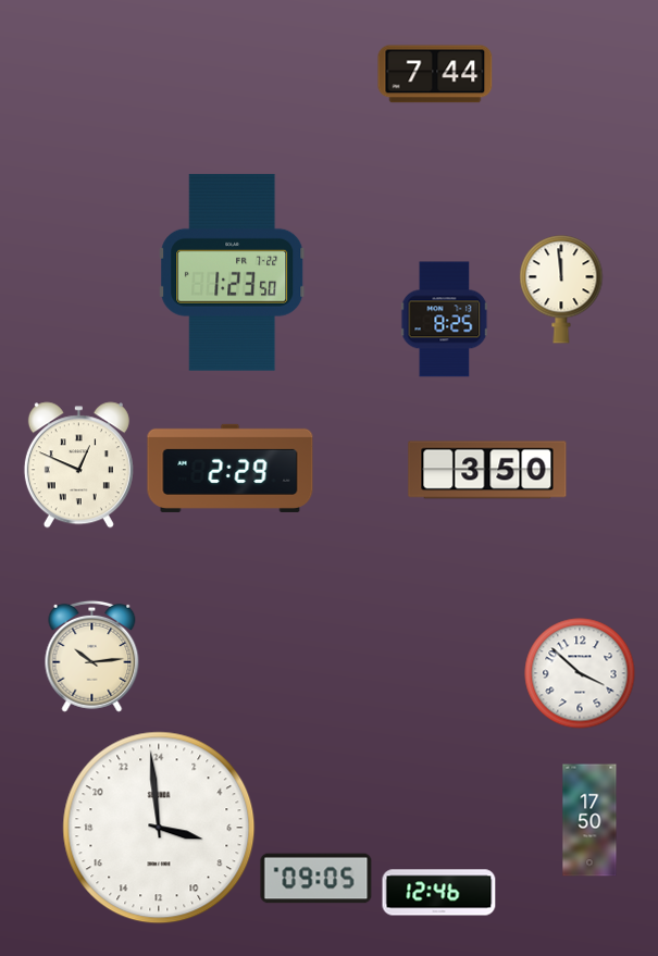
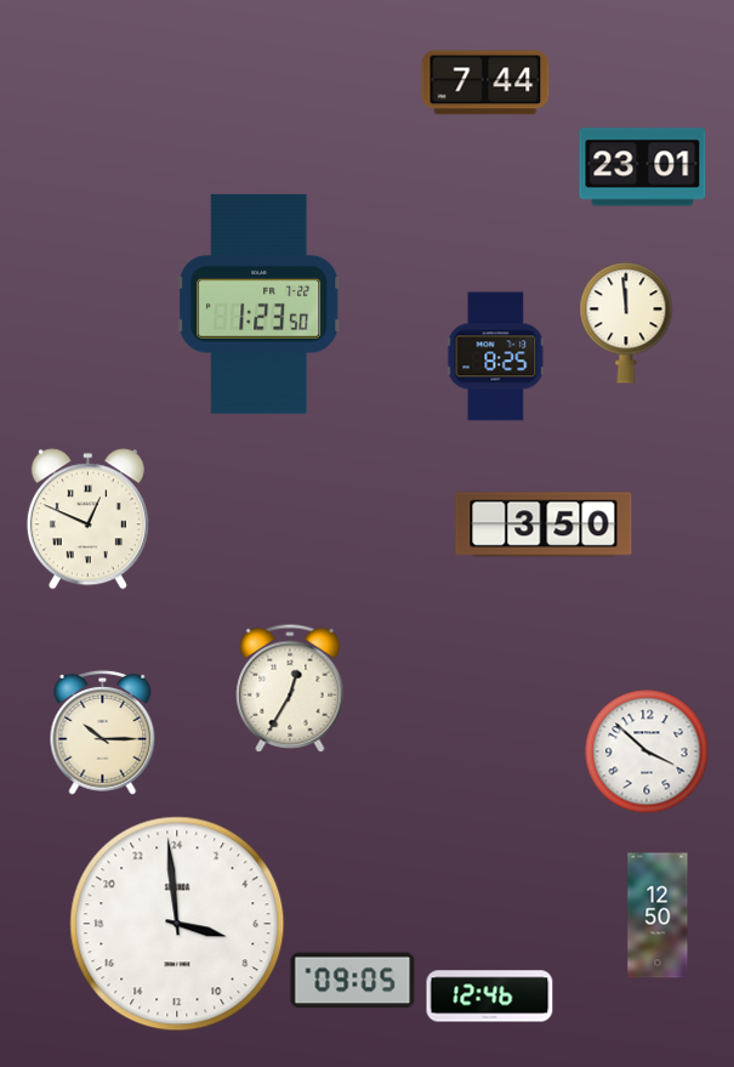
clock at (643, 168): none -> 23:01
clock at (231, 468): 2:29 -> none
clock at (290, 688): none -> 12:35
clock at (92, 656): 10:14 -> 10:15
clock at (589, 820): 17:50 -> 12:50
